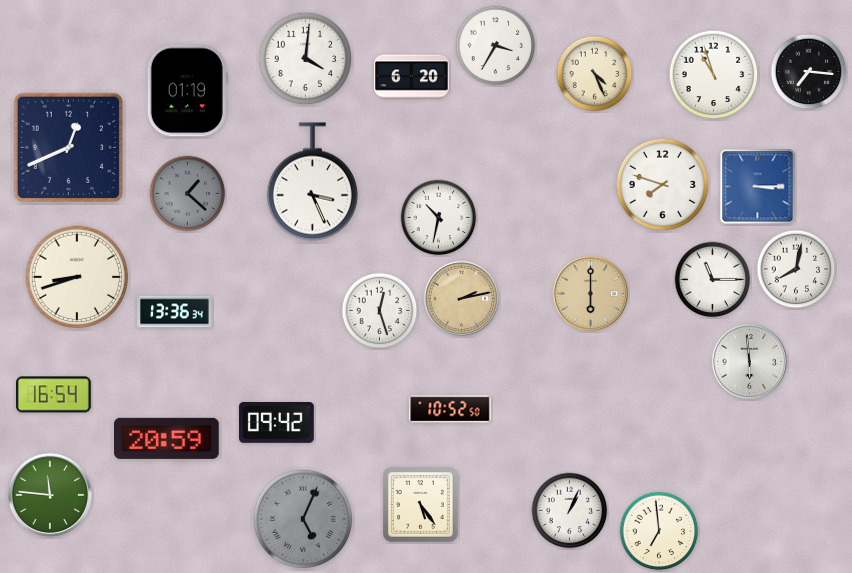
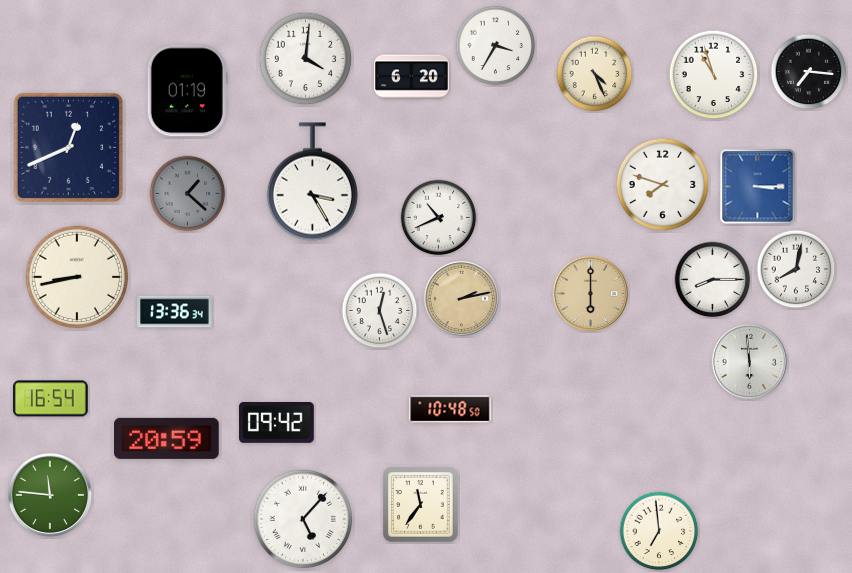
clock at (312, 182): 3:26 -> 3:25
clock at (439, 218): 10:32 -> 10:41
clock at (76, 276): 8:42 -> 8:43
clock at (713, 280): 11:15 -> 8:15
clock at (54, 395) position: (54, 395) -> (51, 399)
clock at (450, 409): 10:52 -> 10:48
clock at (421, 505): 5:24 -> 11:36
clock at (570, 511): 1:04 -> none
clock at (303, 519): 5:04 -> 5:07
clock at (303, 519) dial: grey -> white
